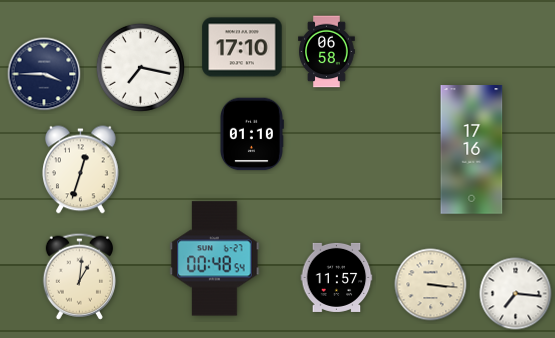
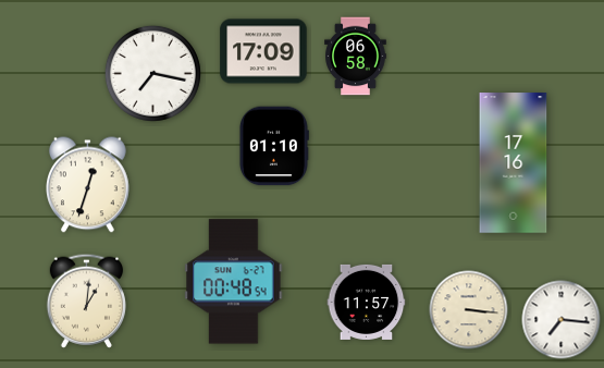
clock at (242, 47): 17:10 -> 17:09
clock at (44, 74): 3:45 -> none
